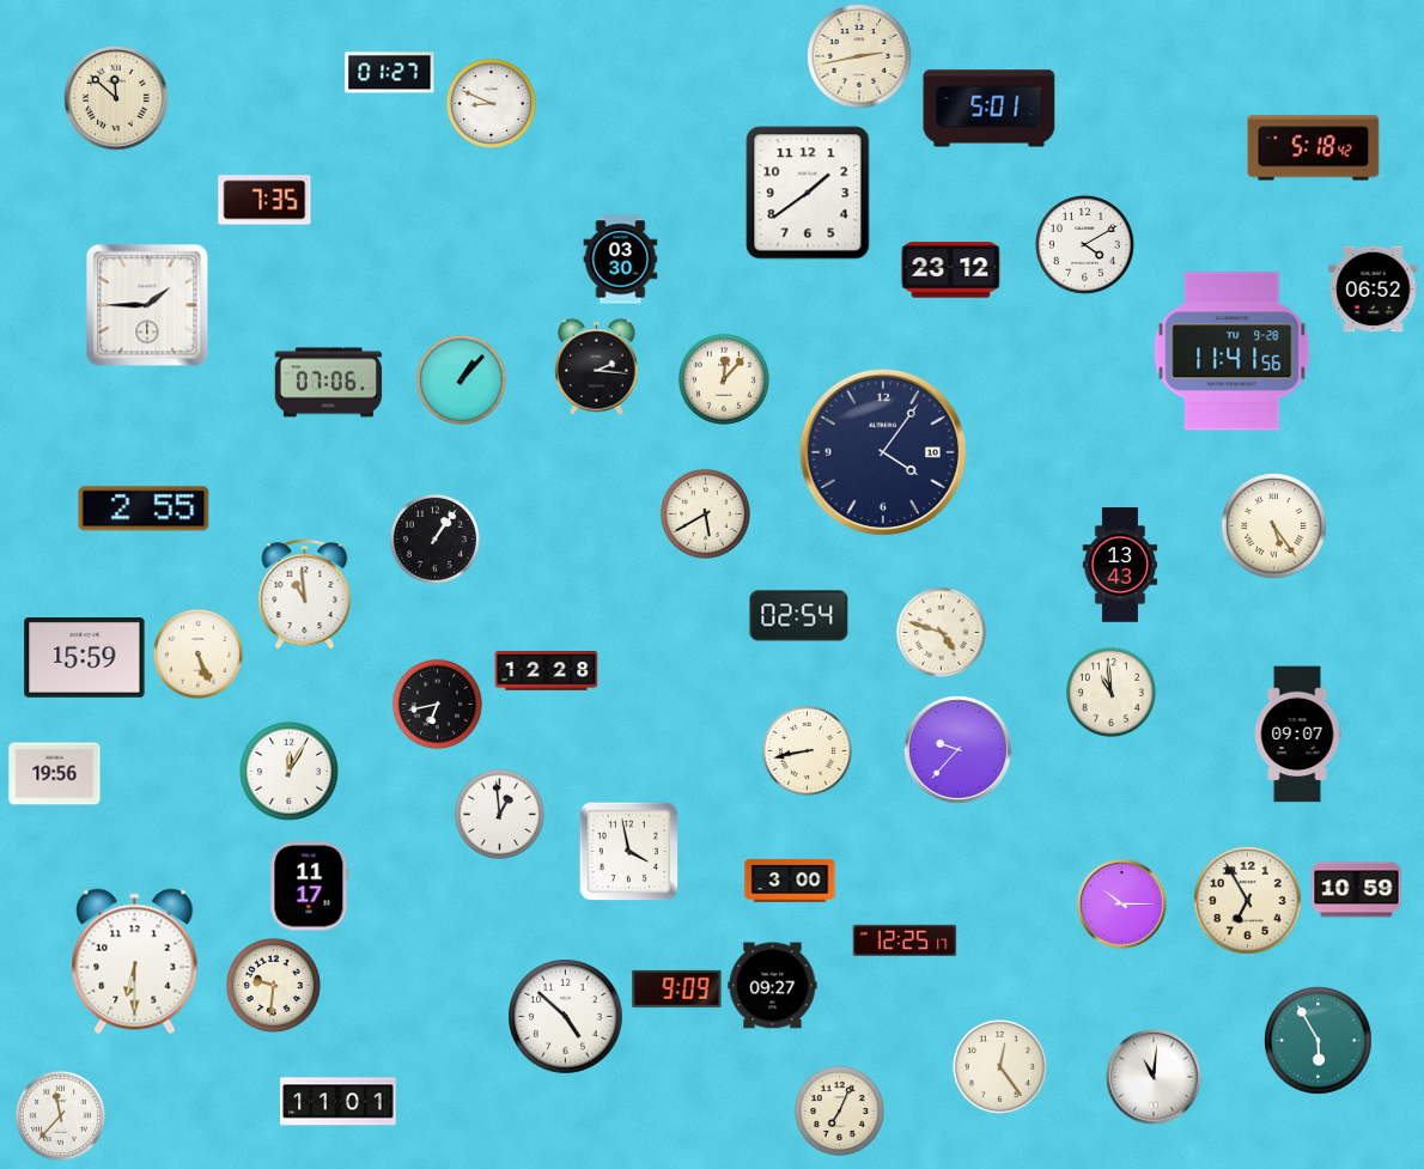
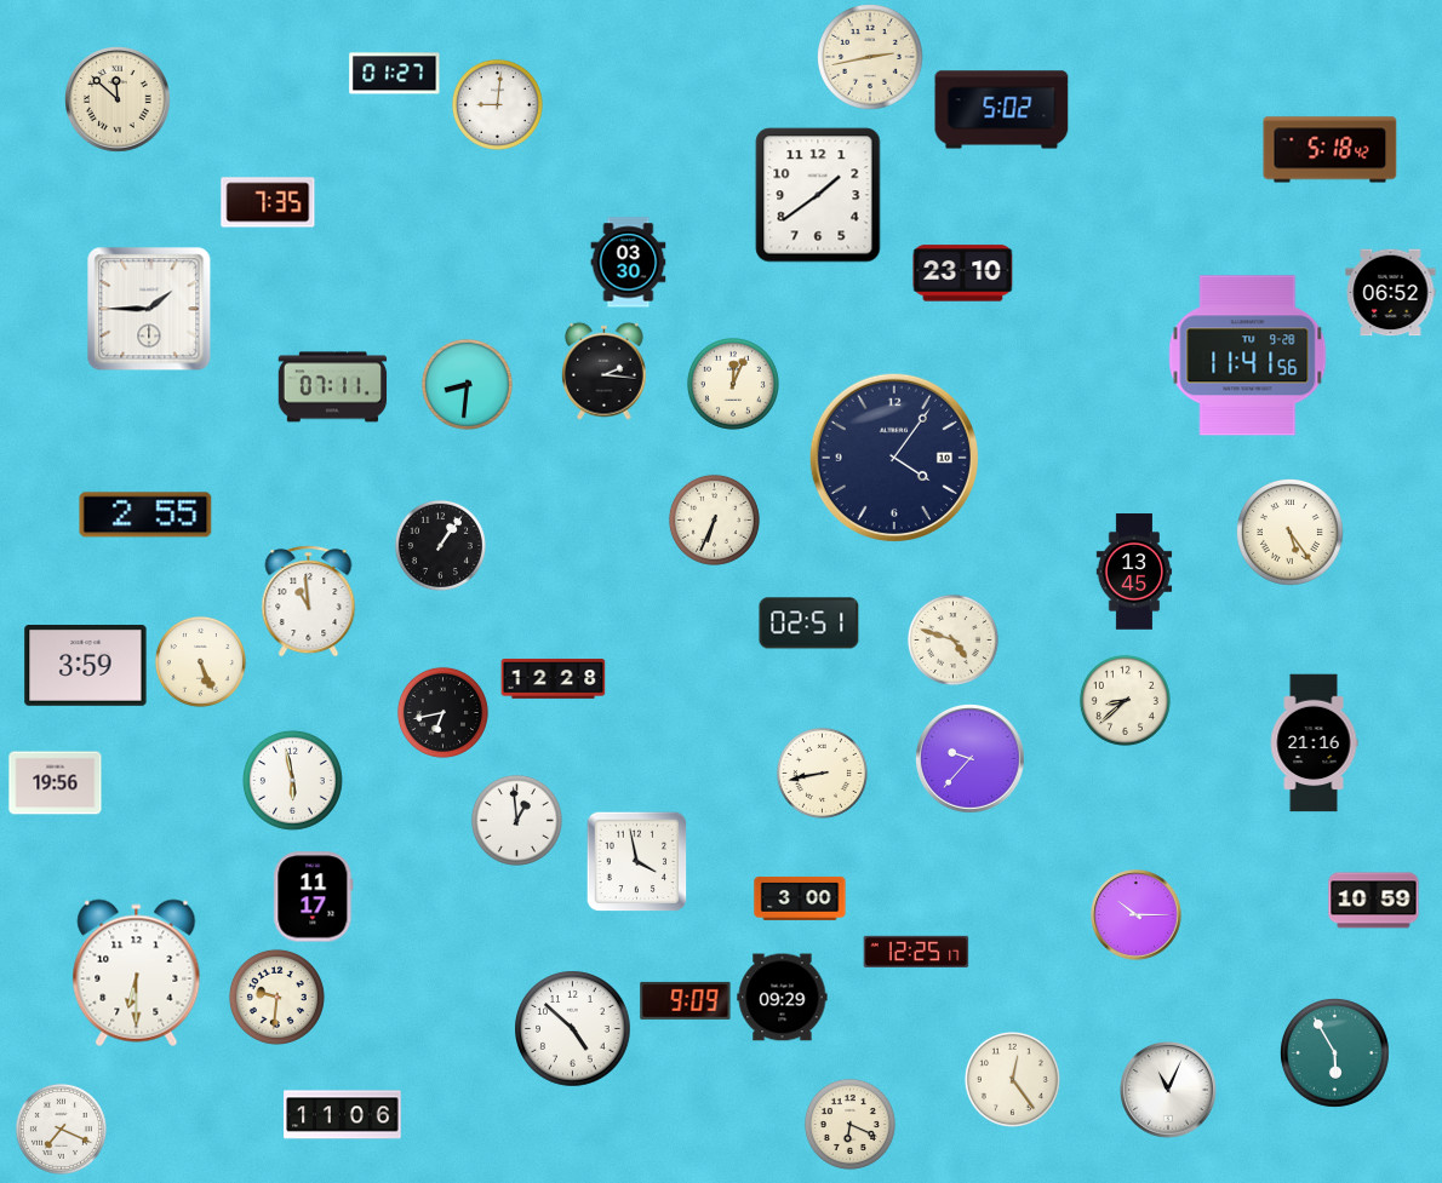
clock at (491, 103): 8:49 -> 9:01
clock at (990, 109): 5:01 -> 5:02
clock at (1084, 244): 4:10 -> none
clock at (951, 270): 23:12 -> 23:10
clock at (461, 379): 1:07 -> 8:31
clock at (724, 379): 12:07 -> 12:04
clock at (329, 383): 07:06 -> 07:11
clock at (705, 513): 5:40 -> 6:34
clock at (1120, 565): 13:43 -> 13:45
clock at (799, 616): 02:54 -> 02:51
clock at (85, 658): 15:59 -> 3:59
clock at (1110, 692): 10:59 -> 8:38
clock at (1297, 735): 09:07 -> 21:16
clock at (807, 750) position: (807, 750) -> (822, 773)
clock at (288, 771): 12:05 -> 5:58
clock at (499, 814) position: (499, 814) -> (516, 820)
clock at (790, 881) position: (790, 881) -> (800, 898)
clock at (1248, 901): 6:55 -> none
clock at (773, 986): 09:27 -> 09:29
clock at (1154, 1077): 11:01 -> 11:04
clock at (339, 1102): 11:01 -> 11:06
clock at (839, 1110): 7:04 -> 6:19
clock at (60, 1115): 11:37 -> 7:19
